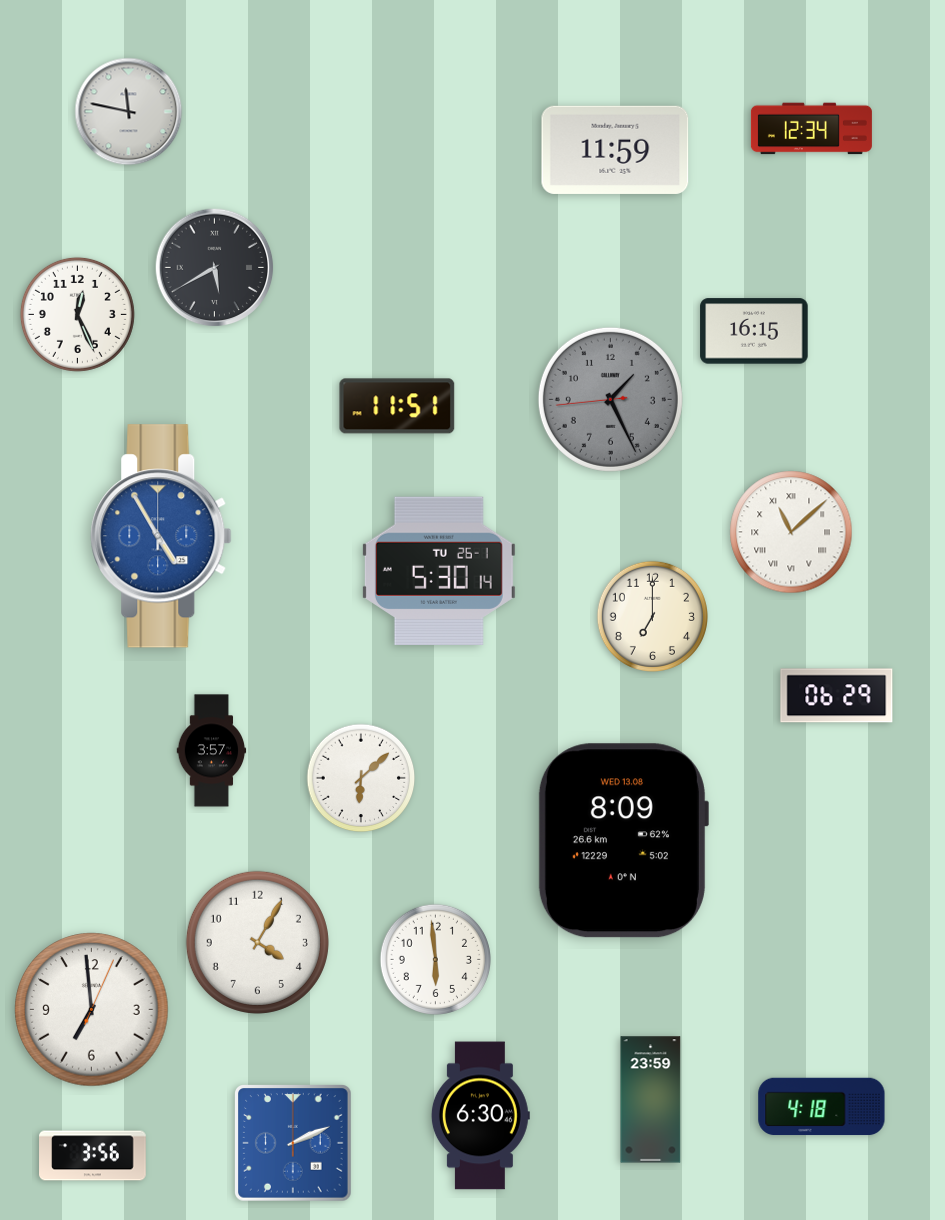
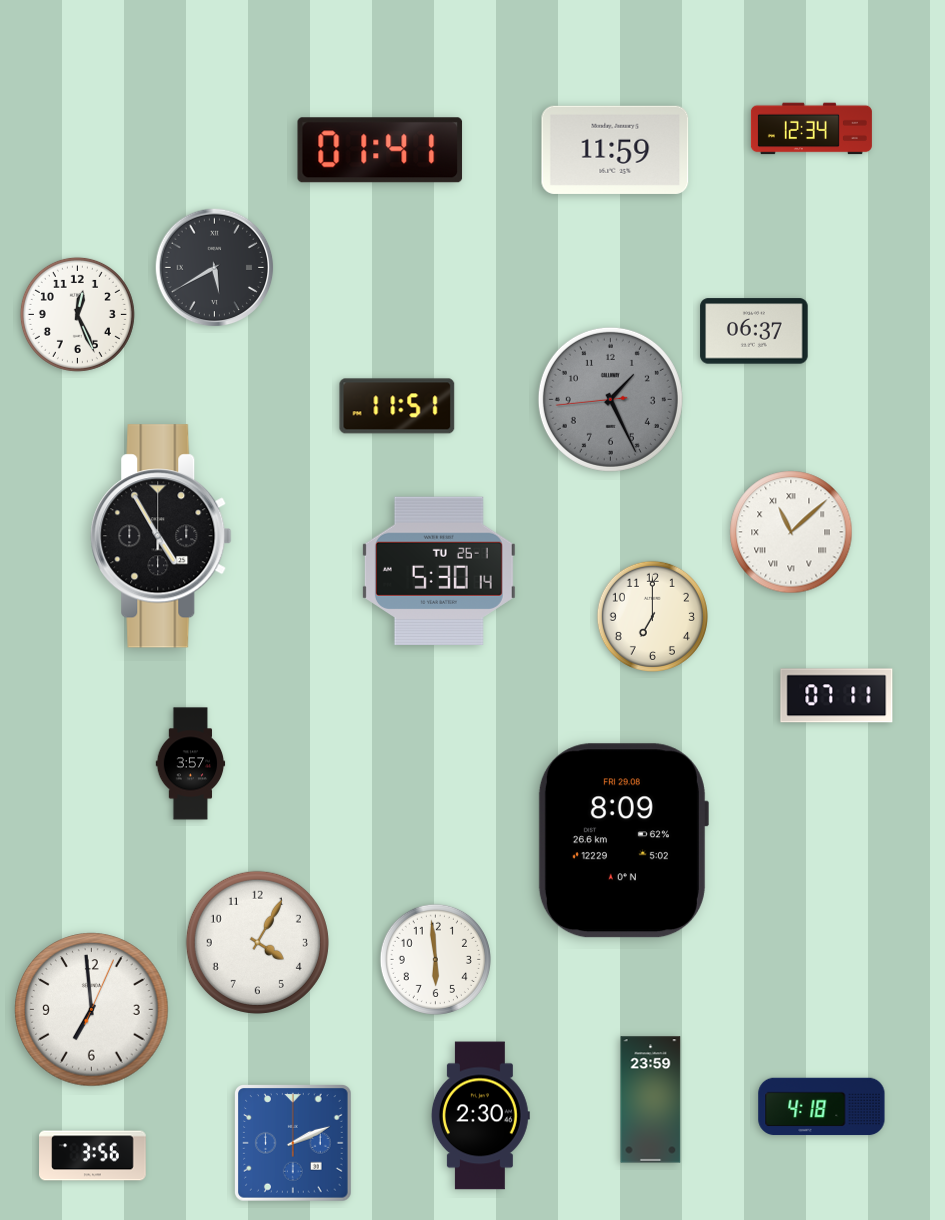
clock at (129, 112): 11:47 -> none
clock at (380, 150): none -> 01:41
clock at (754, 331): 16:15 -> 06:37
clock at (161, 536) dial: blue -> black
clock at (837, 696): 06:29 -> 07:11
clock at (212, 751) position: (212, 751) -> (191, 764)
clock at (361, 778): 6:08 -> none
clock at (623, 841) date: WED 13.08 -> FRI 29.08
clock at (480, 1116): 6:30 -> 2:30
